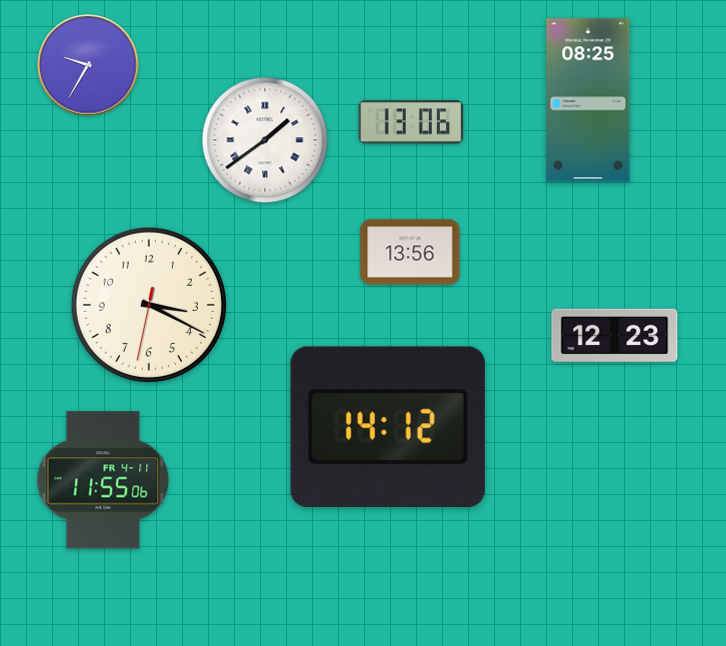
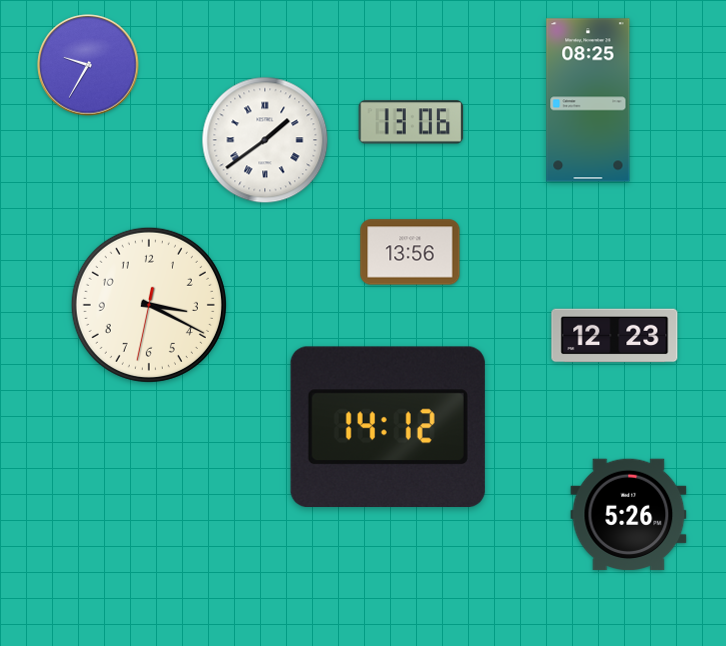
clock at (103, 480): 11:55 -> none
clock at (629, 515): none -> 5:26
